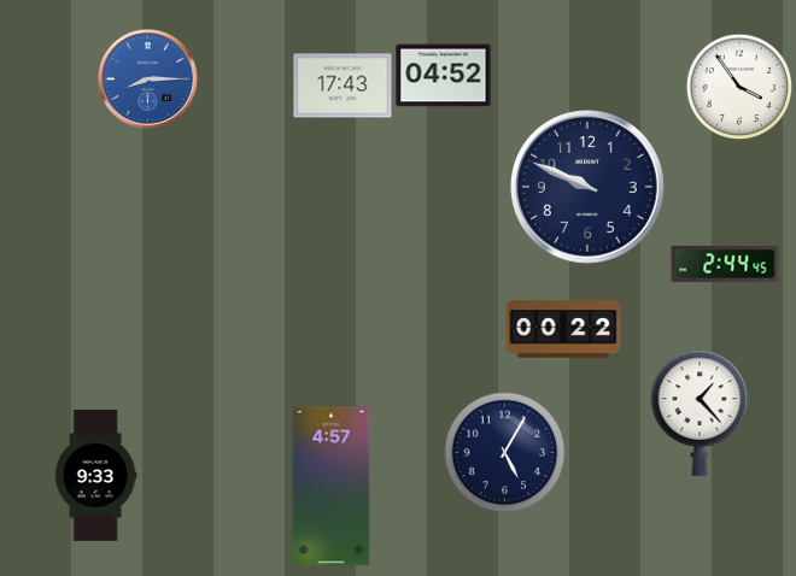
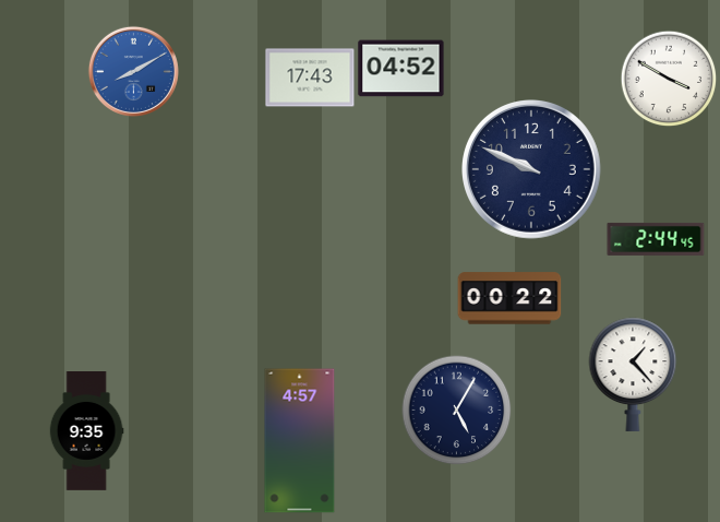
clock at (147, 78): 8:15 -> 8:10
clock at (739, 87): 3:54 -> 3:50
clock at (95, 476): 9:33 -> 9:35
